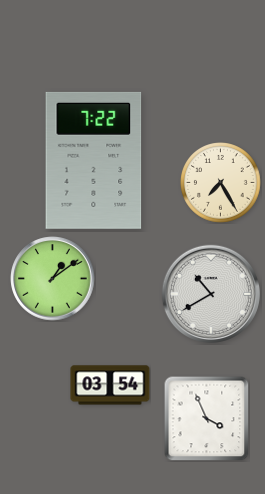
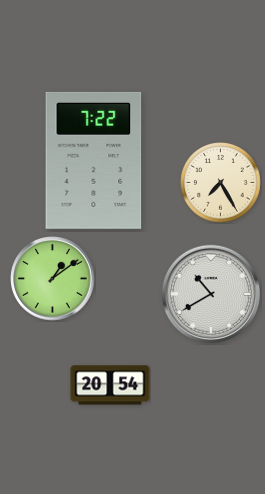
clock at (110, 385): 03:54 -> 20:54
clock at (207, 419): 3:56 -> none
